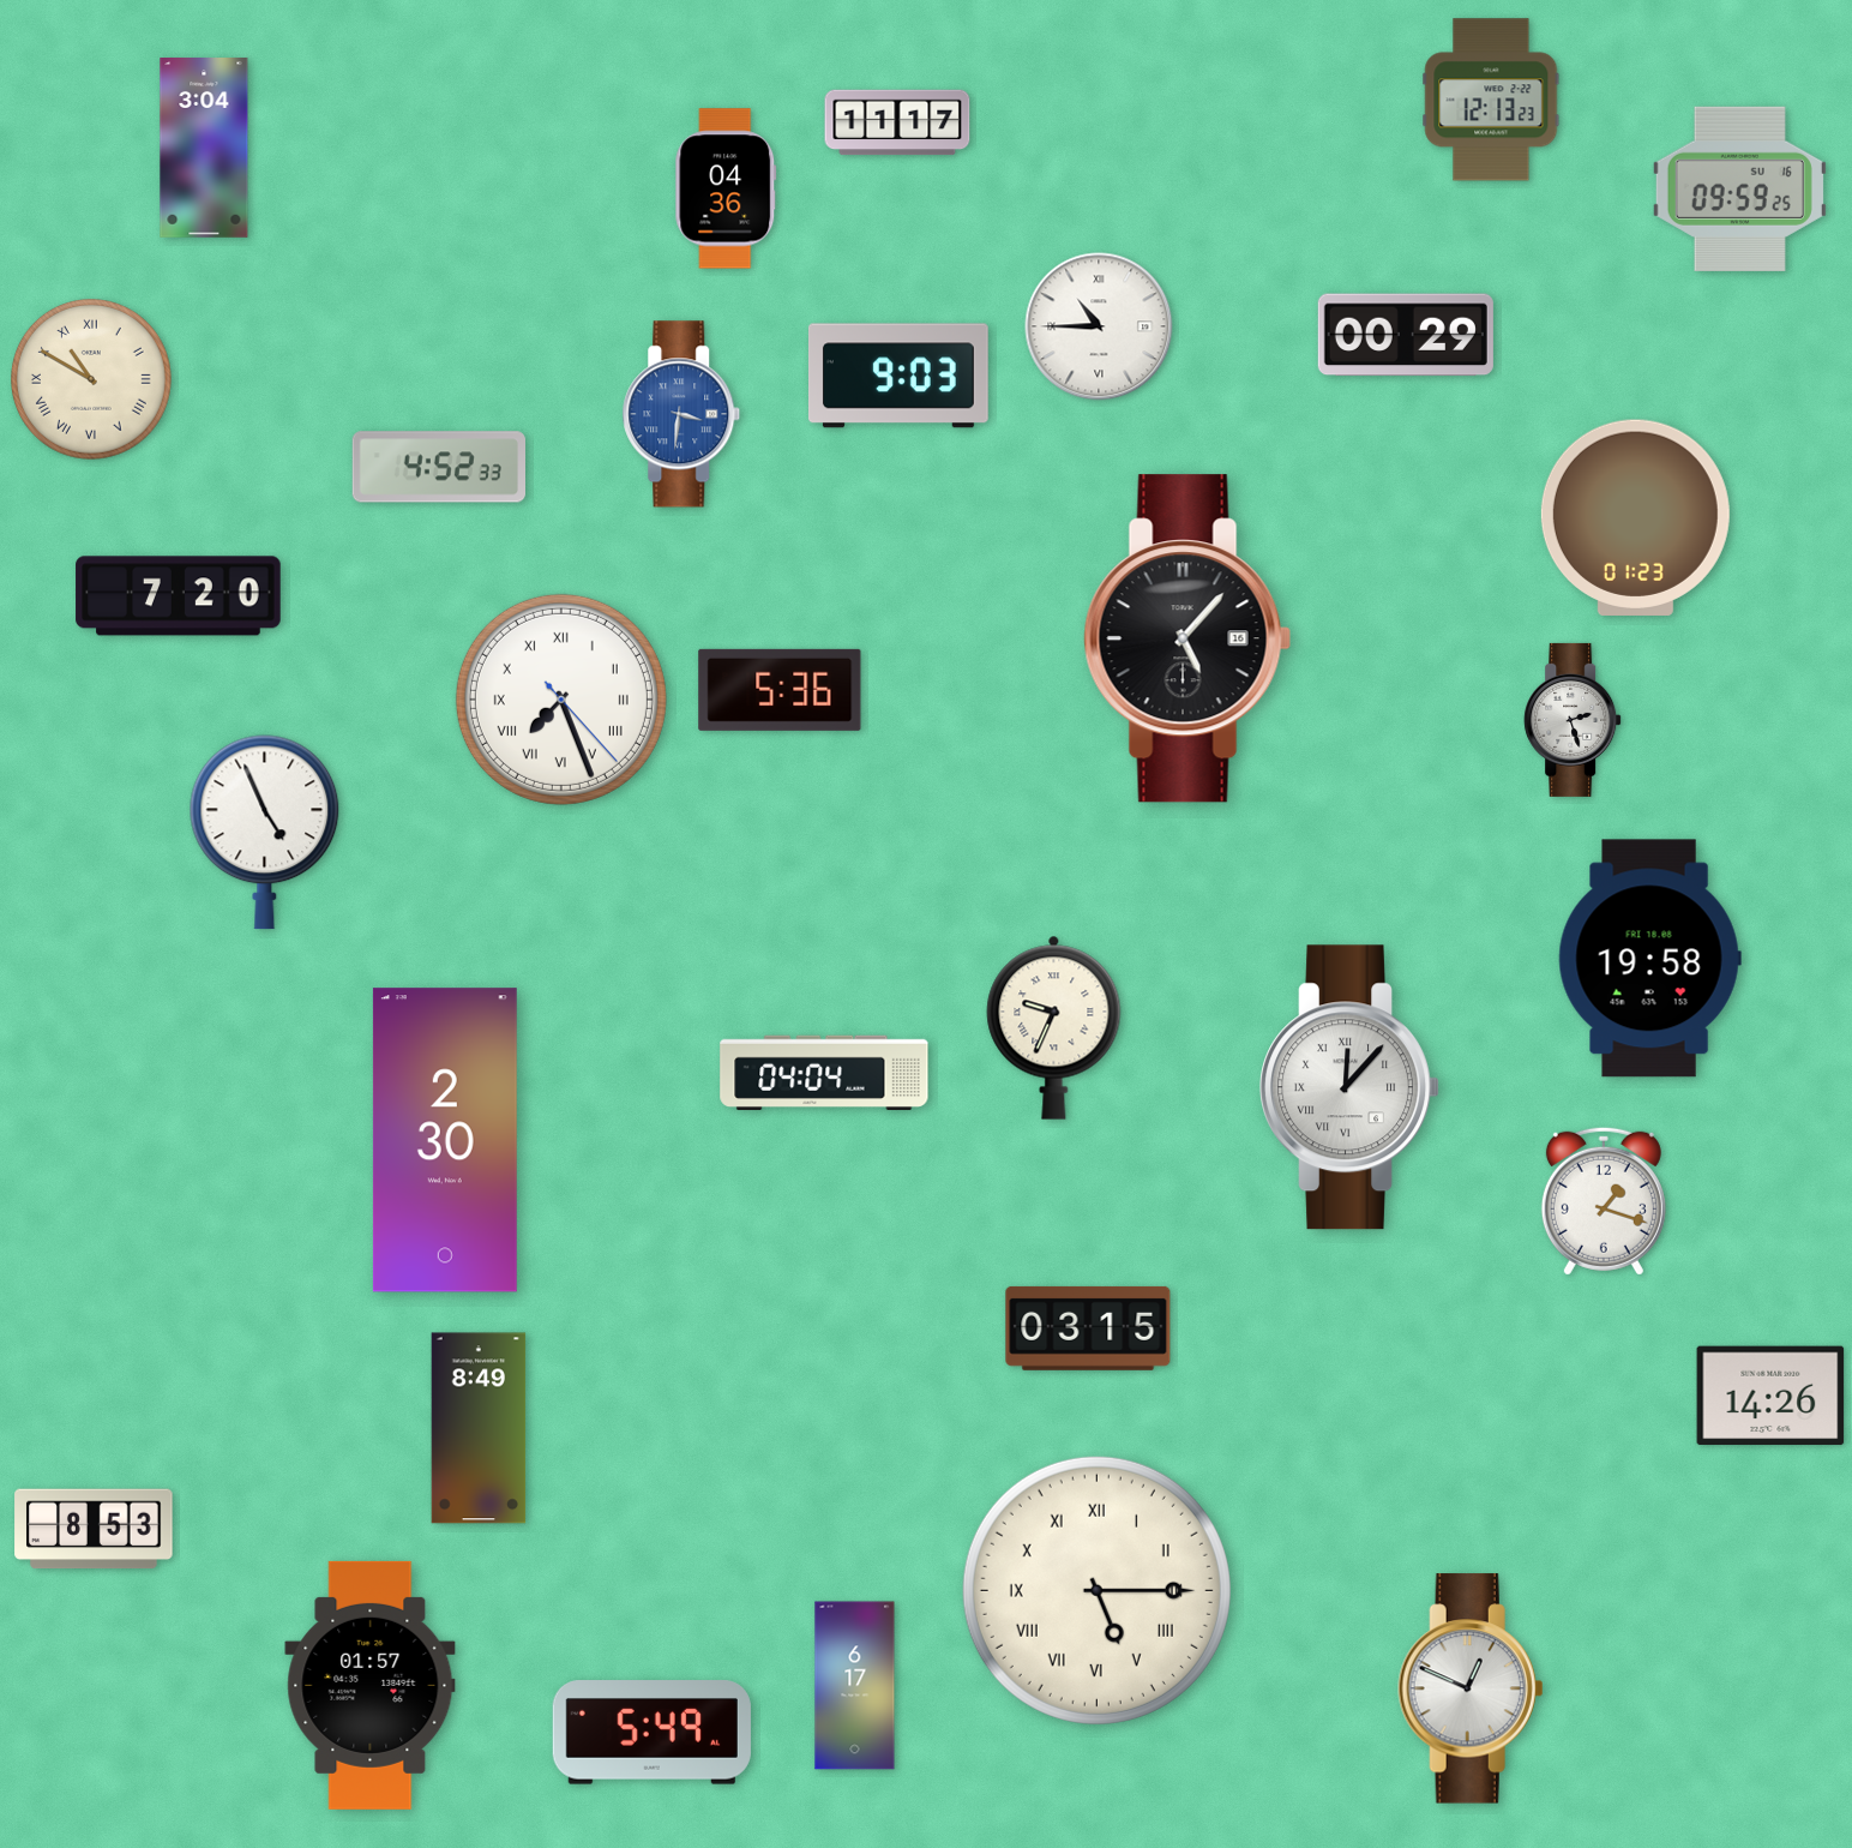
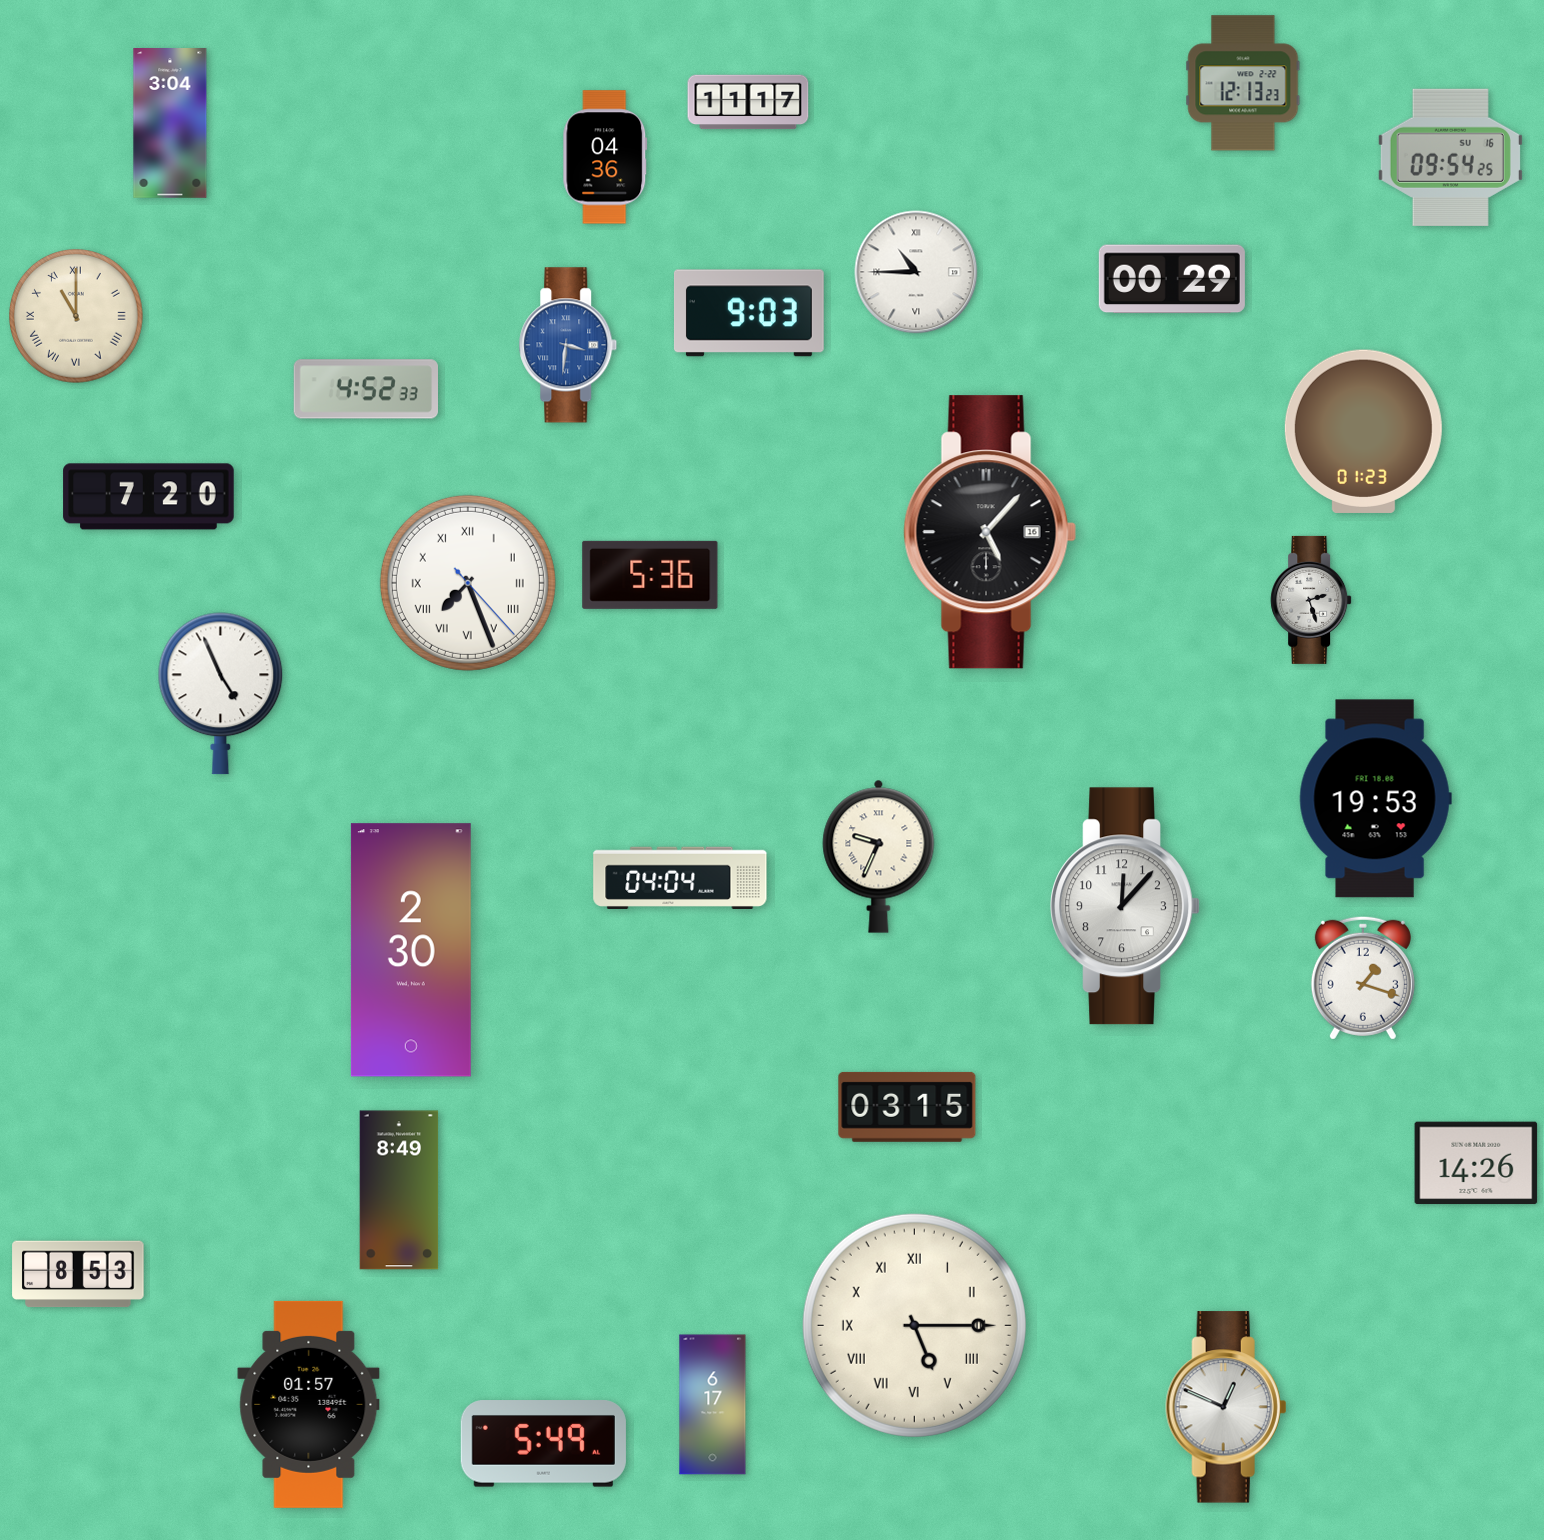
clock at (1739, 188): 09:59 -> 09:54
clock at (92, 380): 10:50 -> 11:00
clock at (1649, 959): 19:58 -> 19:53
clock at (824, 1073) position: (824, 1073) -> (680, 878)
clock at (1349, 1087) numerals: Roman -> Arabic
clock at (445, 1140) position: (445, 1140) -> (411, 950)
clock at (1604, 1201) position: (1604, 1201) -> (1363, 978)
